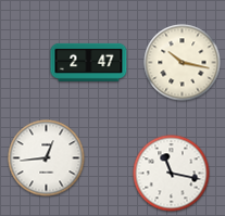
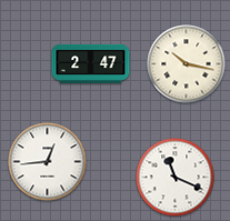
clock at (172, 174): 11:17 -> 11:19
